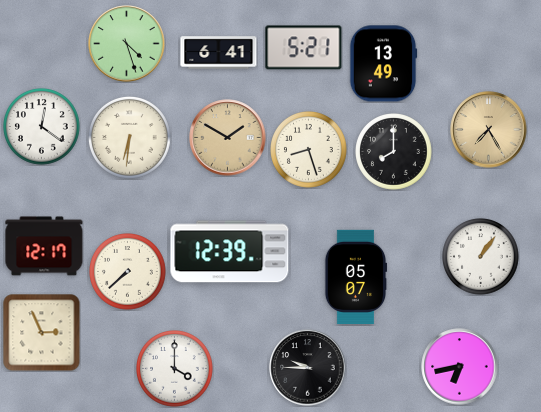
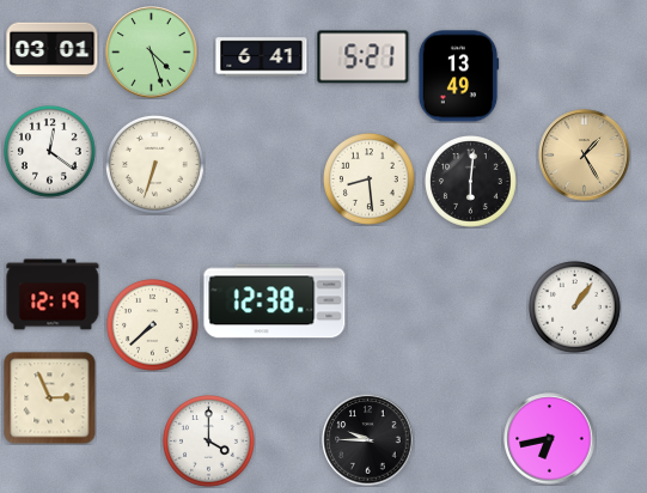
clock at (53, 50): none -> 03:01
clock at (219, 53) position: (219, 53) -> (262, 57)
clock at (489, 130): 7:25 -> 1:25
clock at (129, 137): 6:31 -> 6:33
clock at (228, 138): 1:50 -> none
clock at (309, 150): 8:27 -> 8:29
clock at (394, 152): 8:00 -> 6:01
clock at (44, 246): 12:17 -> 12:19
clock at (230, 252): 12:39 -> 12:38
clock at (356, 276): 05:07 -> none
